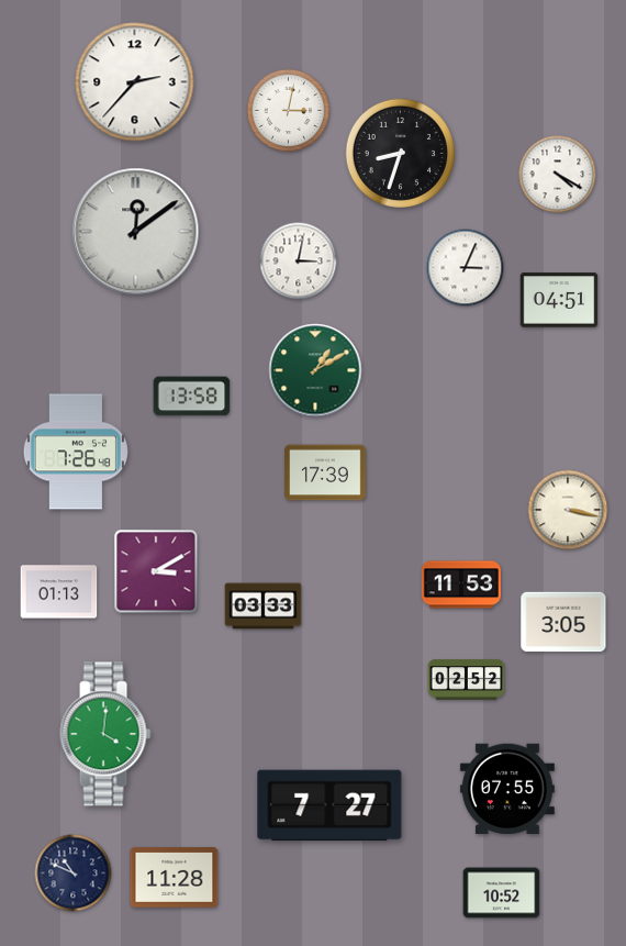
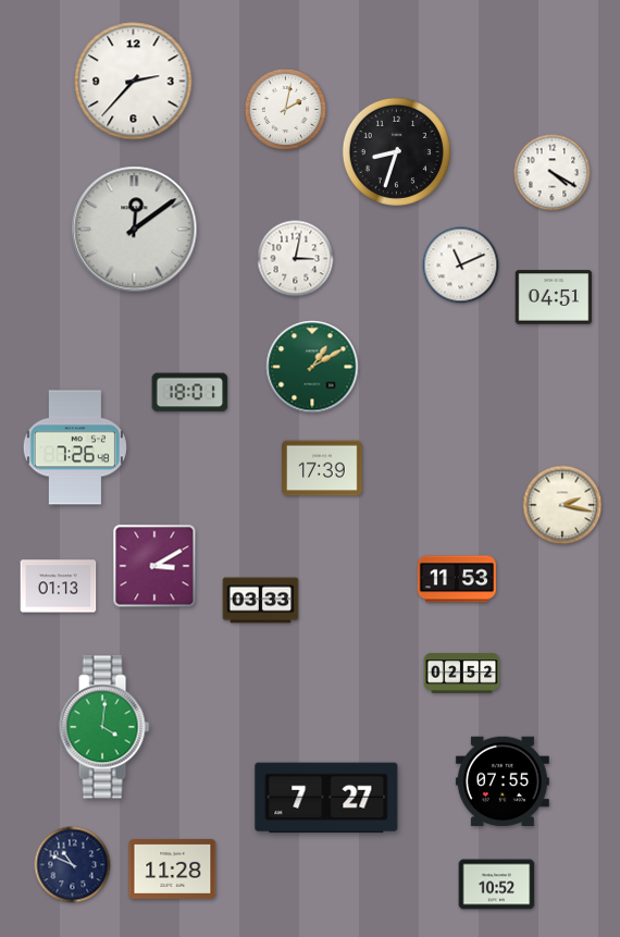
clock at (289, 111): 3:02 -> 2:02
clock at (466, 268): 3:04 -> 11:11
clock at (192, 397): 13:58 -> 18:01
clock at (568, 510): 3:17 -> 2:17
clock at (563, 622): 3:05 -> none
